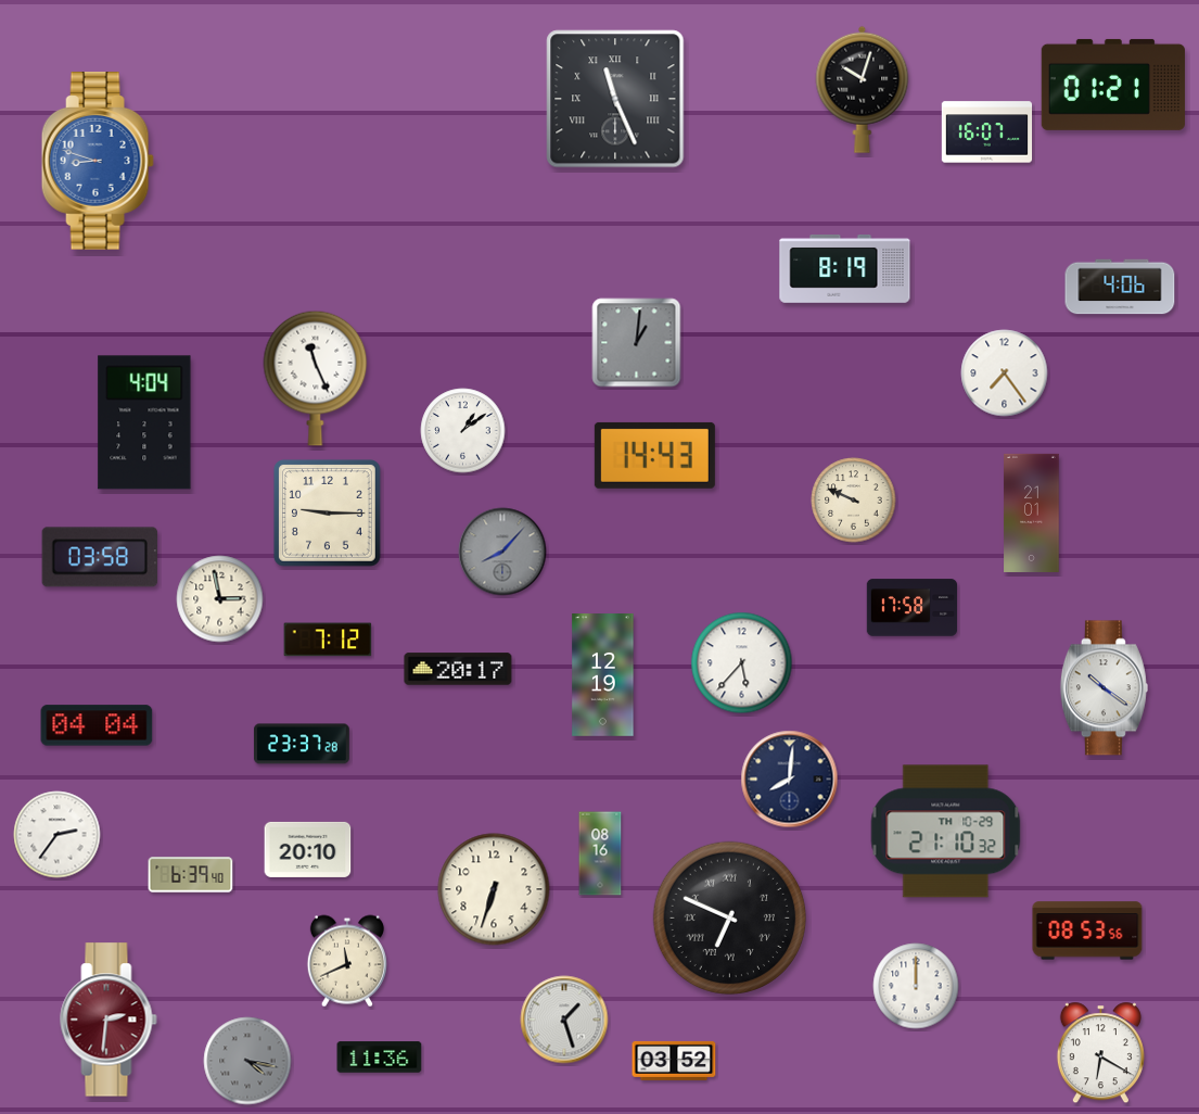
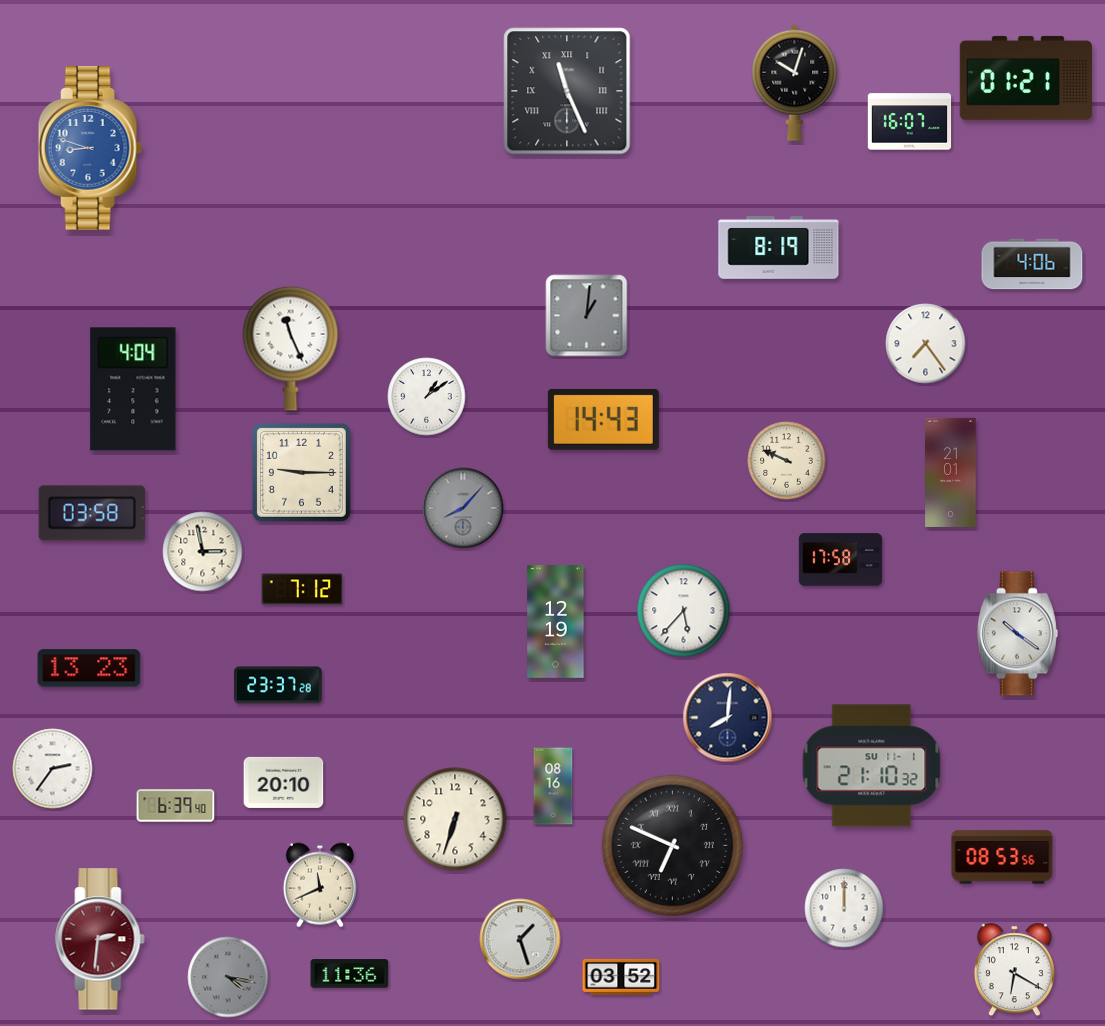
clock at (458, 669): 20:17 -> none
clock at (97, 725): 04:04 -> 13:23
clock at (946, 832) date: TH 10-29 -> SU 11-1
